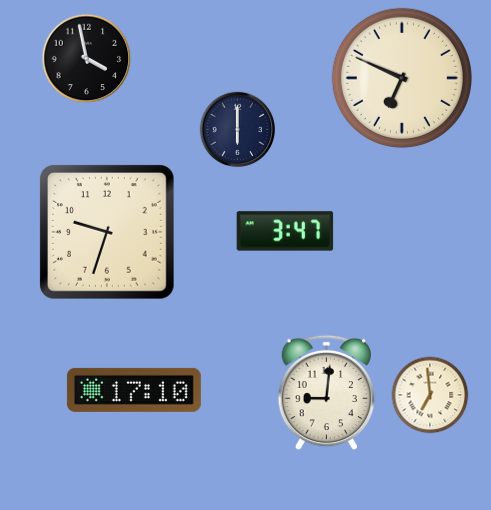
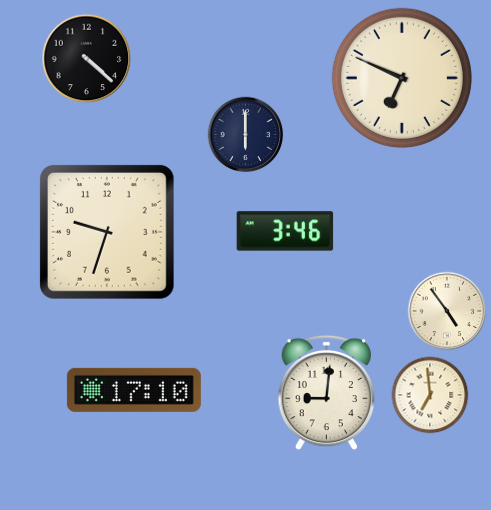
clock at (87, 59): 3:58 -> 4:22
clock at (238, 130) position: (238, 130) -> (246, 135)
clock at (285, 231): 3:47 -> 3:46
clock at (447, 311): none -> 4:54
